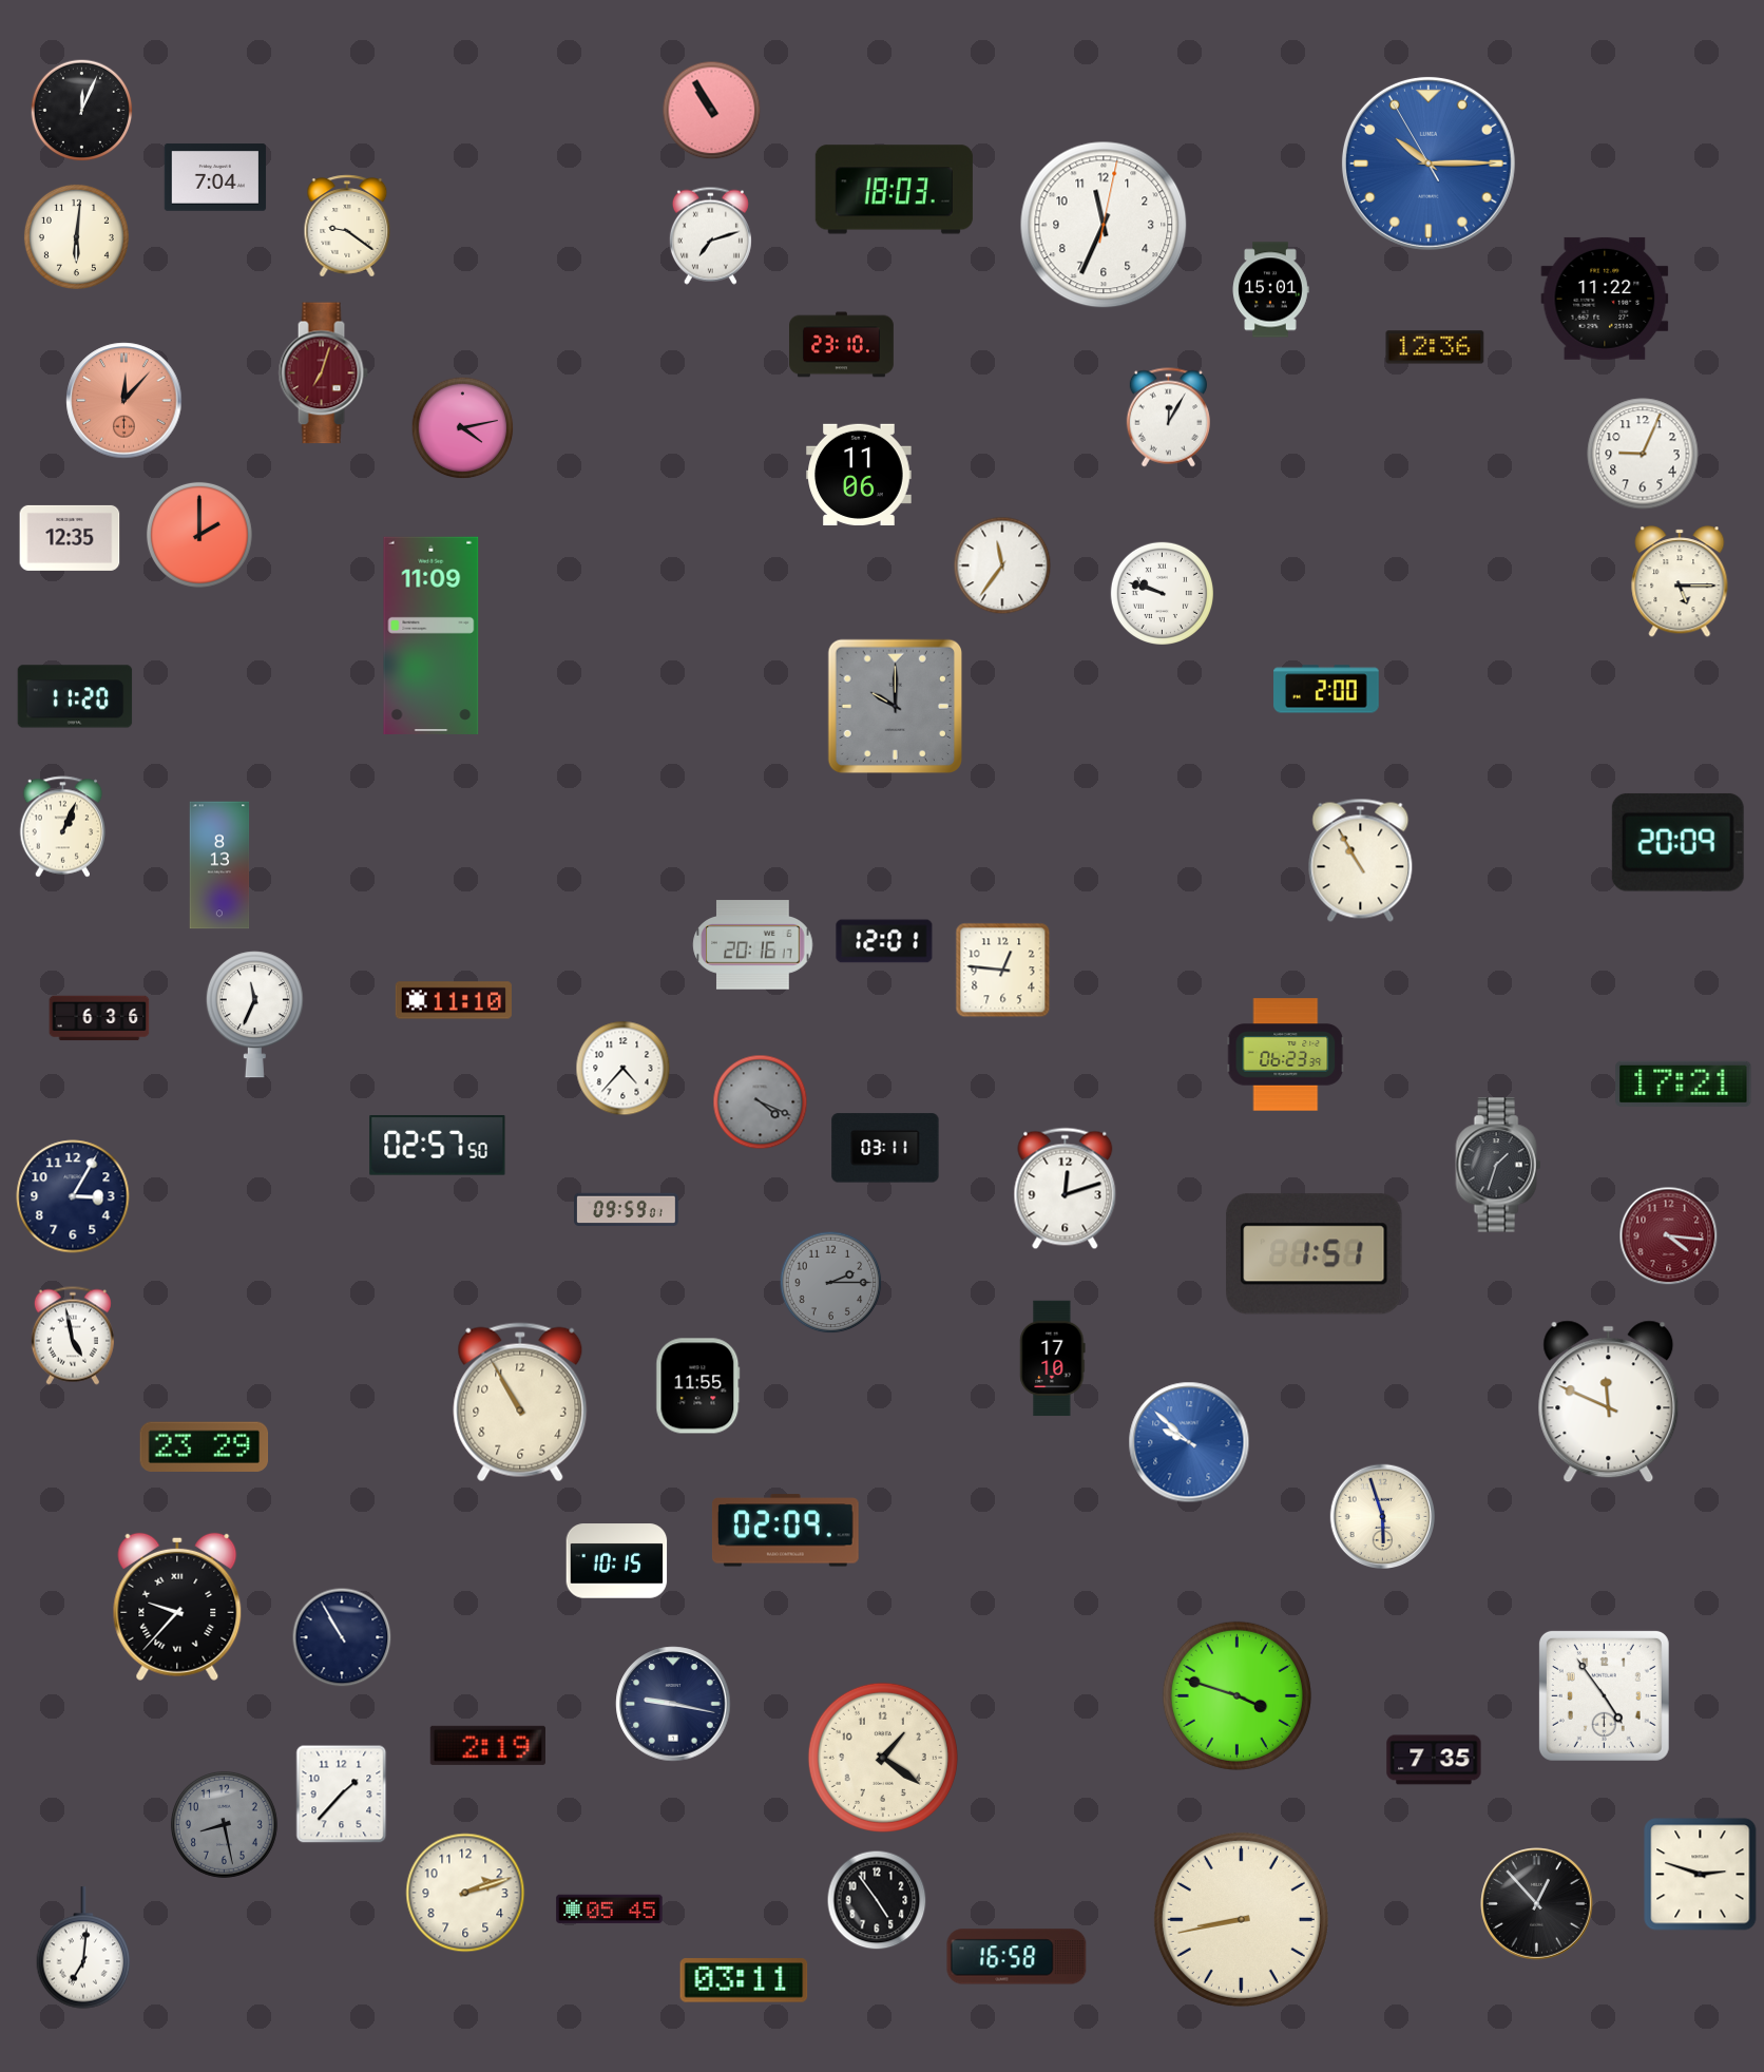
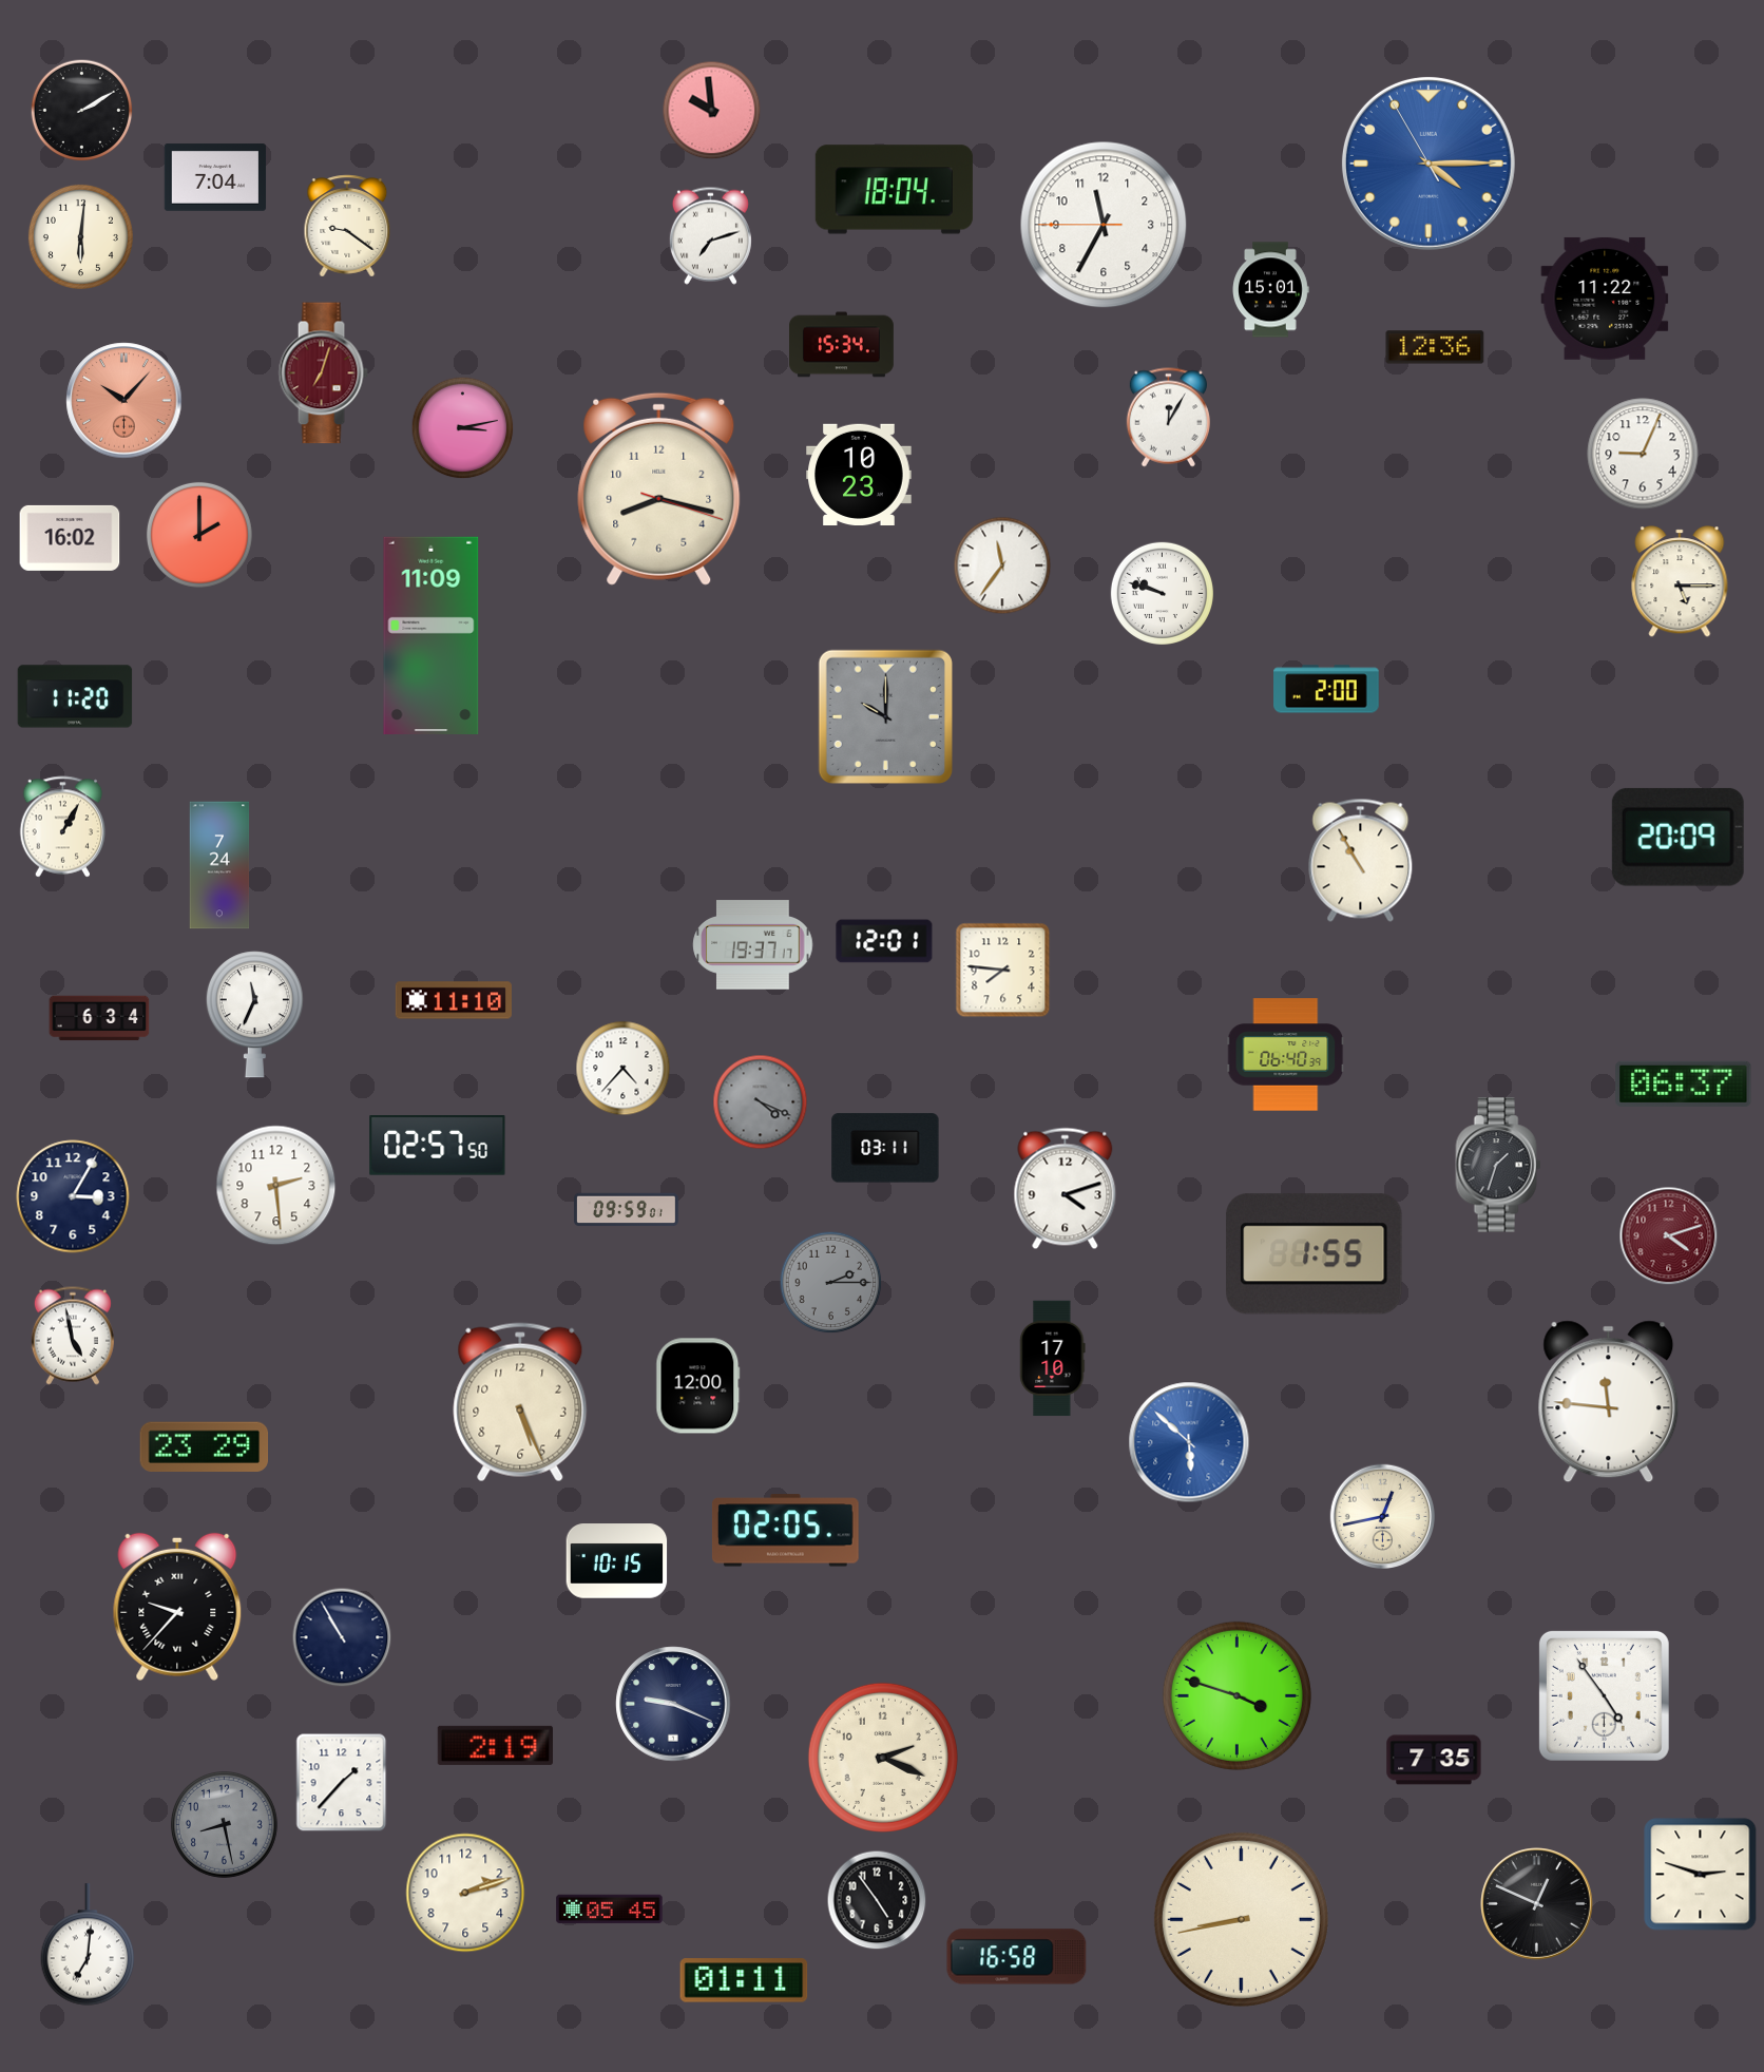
clock at (82, 111): 12:04 -> 2:10
clock at (712, 111): 10:55 -> 9:59
clock at (1429, 164): 10:14 -> 4:14
clock at (894, 190): 18:03 -> 18:04
clock at (1104, 225): 11:34:02 -> 11:34:45
clock at (76, 236) position: (76, 236) -> (80, 236)
clock at (842, 345): 23:10 -> 15:34
clock at (124, 401): 12:07 -> 10:07
clock at (463, 428): 4:13 -> 3:13
clock at (859, 474): 11:06 -> 10:23
clock at (659, 488): none -> 8:17
clock at (70, 538): 12:35 -> 16:02
clock at (895, 706) position: (895, 706) -> (885, 716)
clock at (63, 827): 1:04 -> 1:05
clock at (1677, 842) position: (1677, 842) -> (1677, 837)
clock at (219, 865): 8:13 -> 7:24
clock at (753, 945): 20:16 -> 19:37
clock at (1003, 971): 12:46 -> 7:46
clock at (99, 1018): 6:36 -> 6:34
clock at (1286, 1055): 06:23 -> 06:40
clock at (1684, 1083): 17:21 -> 06:37
clock at (276, 1186): none -> 2:29
clock at (1066, 1189): 12:12 -> 4:12
clock at (1669, 1236): 4:16 -> 4:12
clock at (1315, 1254): 1:51 -> 1:55
clock at (698, 1386): 11:55 -> 12:00
clock at (520, 1402): 10:55 -> 5:26
clock at (1609, 1402): 11:49 -> 11:46
clock at (1189, 1442): 9:52 -> 5:52
clock at (1382, 1516): 5:57 -> 12:43
clock at (785, 1531): 02:09 -> 02:05
clock at (673, 1704): 9:17 -> 9:19
clock at (487, 1745) position: (487, 1745) -> (495, 1745)
clock at (883, 1758): 1:21 -> 2:19
clock at (342, 1795) position: (342, 1795) -> (342, 1783)
clock at (1537, 1904): 12:53 -> 12:49
clock at (83, 1948) position: (83, 1948) -> (88, 1944)
clock at (744, 1980): 03:11 -> 01:11
